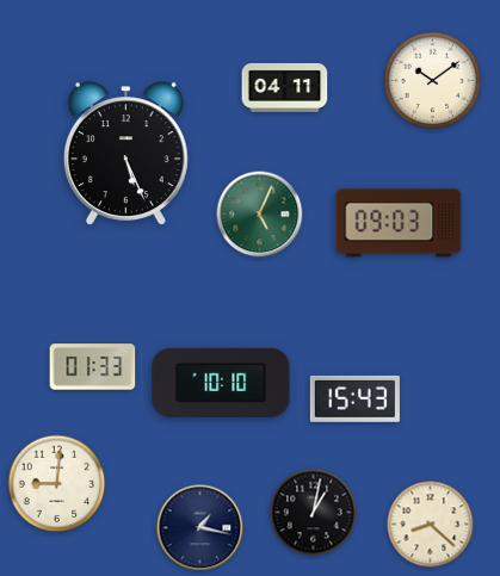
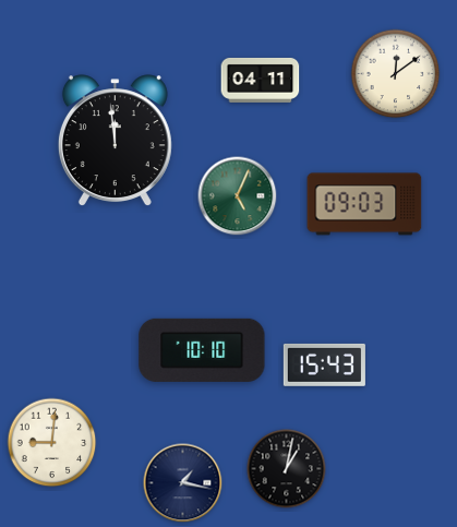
clock at (433, 81): 10:09 -> 12:09
clock at (125, 154): 5:26 -> 11:59
clock at (93, 367): 01:33 -> none
clock at (431, 525): 8:22 -> none
